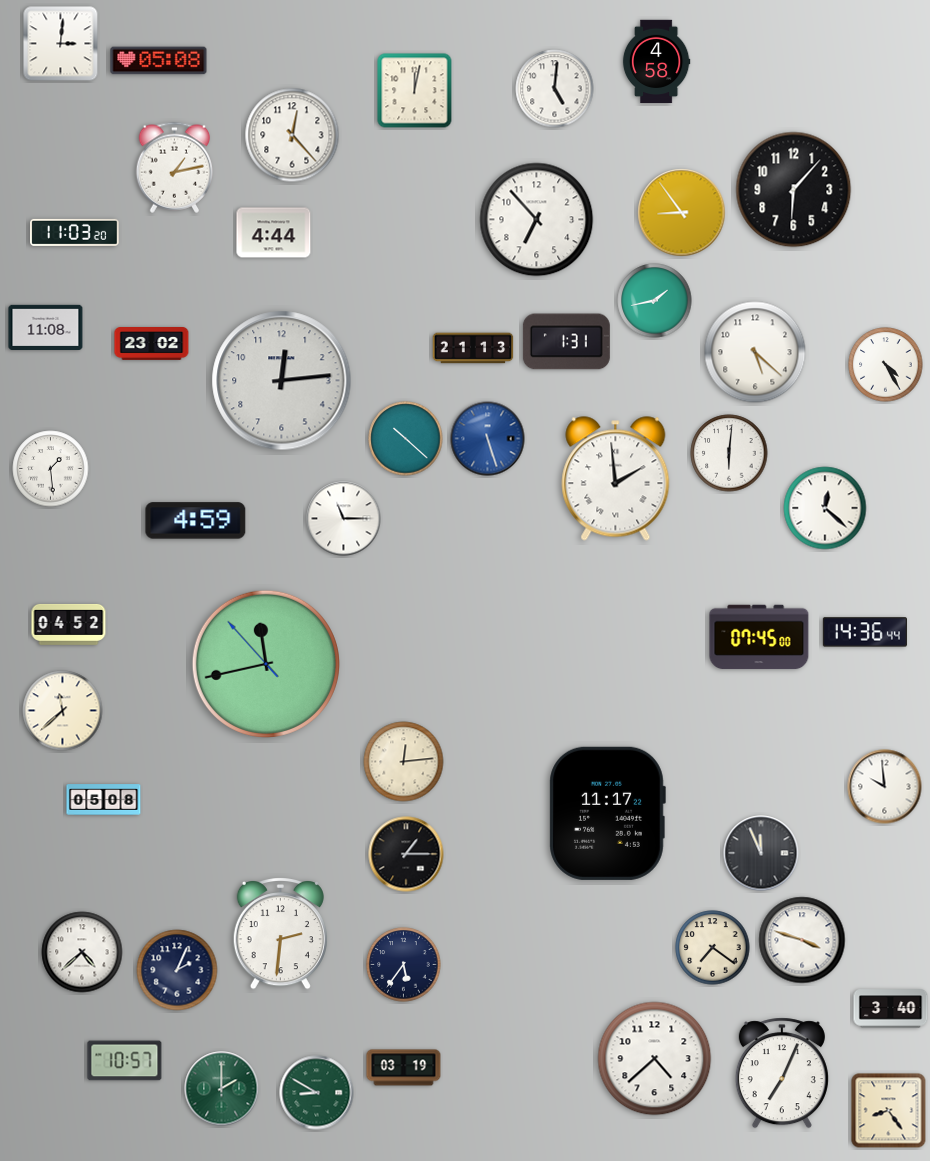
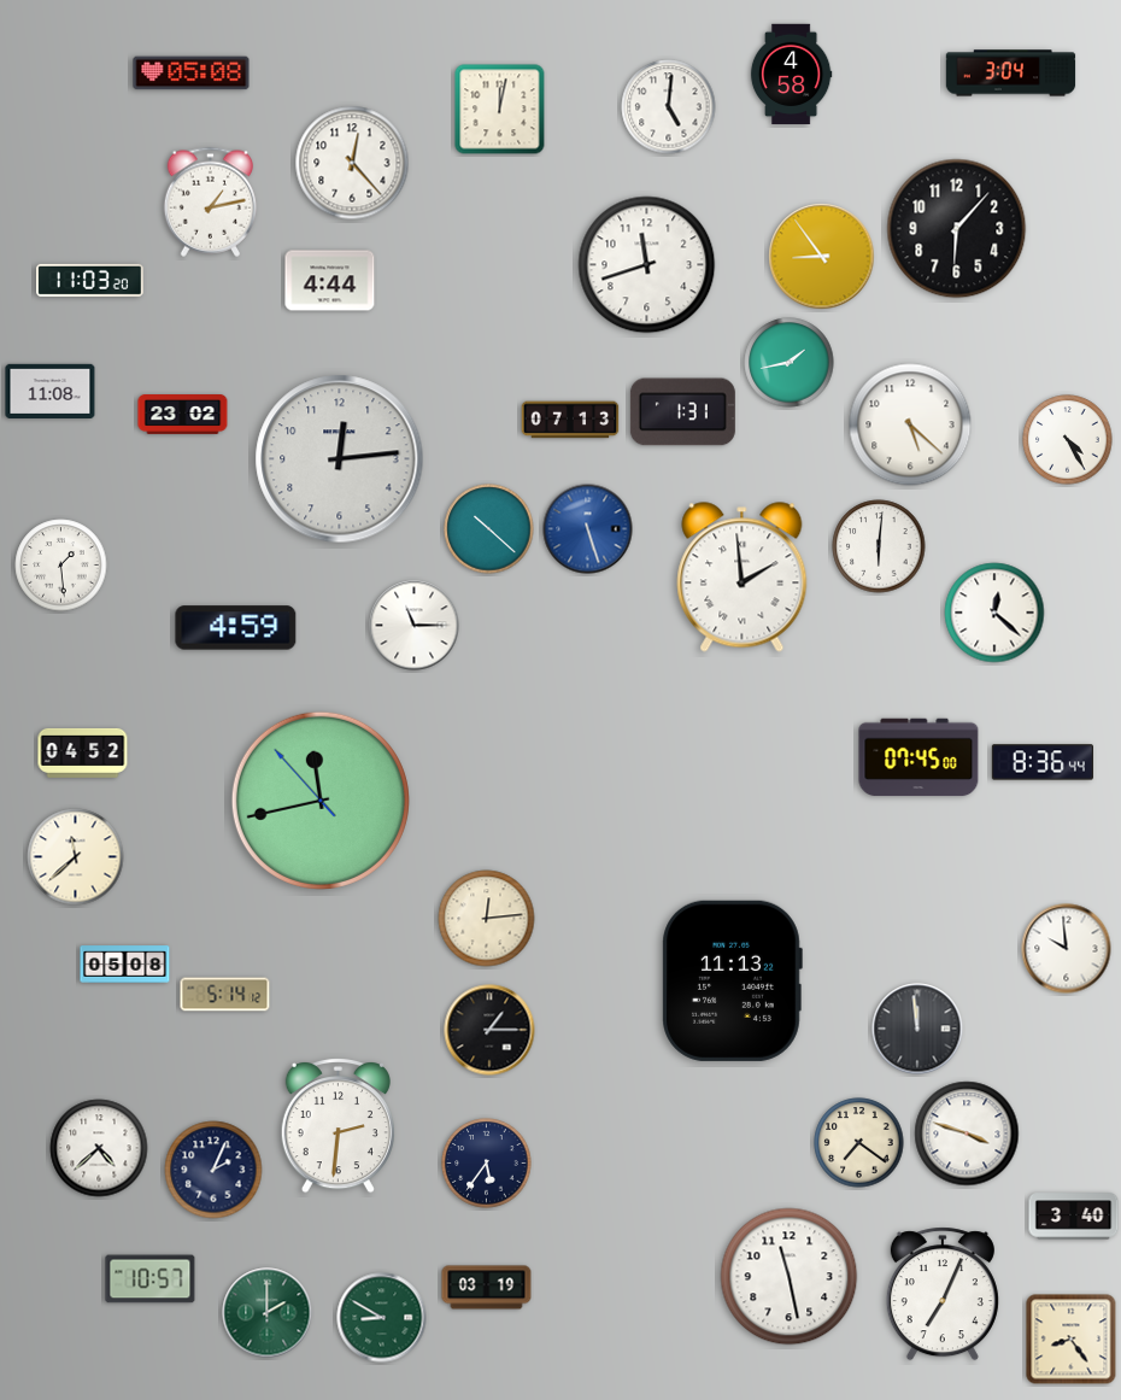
clock at (61, 44): 3:01 -> none
clock at (1011, 74): none -> 3:04
clock at (537, 220): 6:53 -> 11:42
clock at (46, 327) position: (46, 327) -> (51, 391)
clock at (473, 348): 21:13 -> 07:13
clock at (865, 632): 14:36 -> 8:36
clock at (759, 637) position: (759, 637) -> (918, 757)
clock at (607, 813): 11:17 -> 11:13
clock at (225, 995): none -> 5:14
clock at (761, 853): 11:56 -> 11:59
clock at (655, 1059): 4:38 -> 11:28
